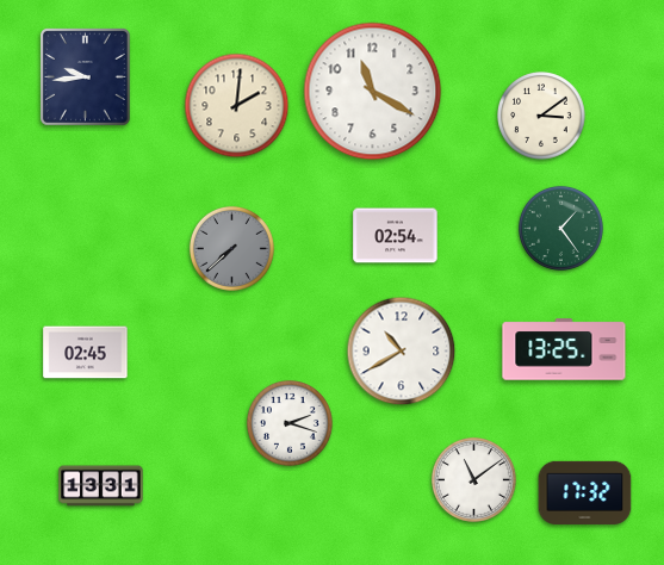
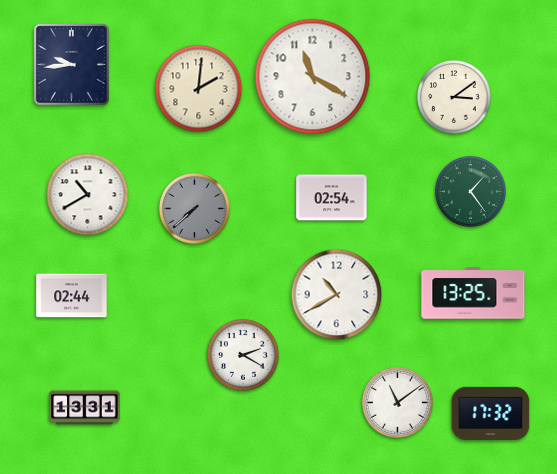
clock at (88, 195): none -> 10:40
clock at (86, 353): 02:45 -> 02:44
clock at (291, 424): 2:18 -> 2:20
